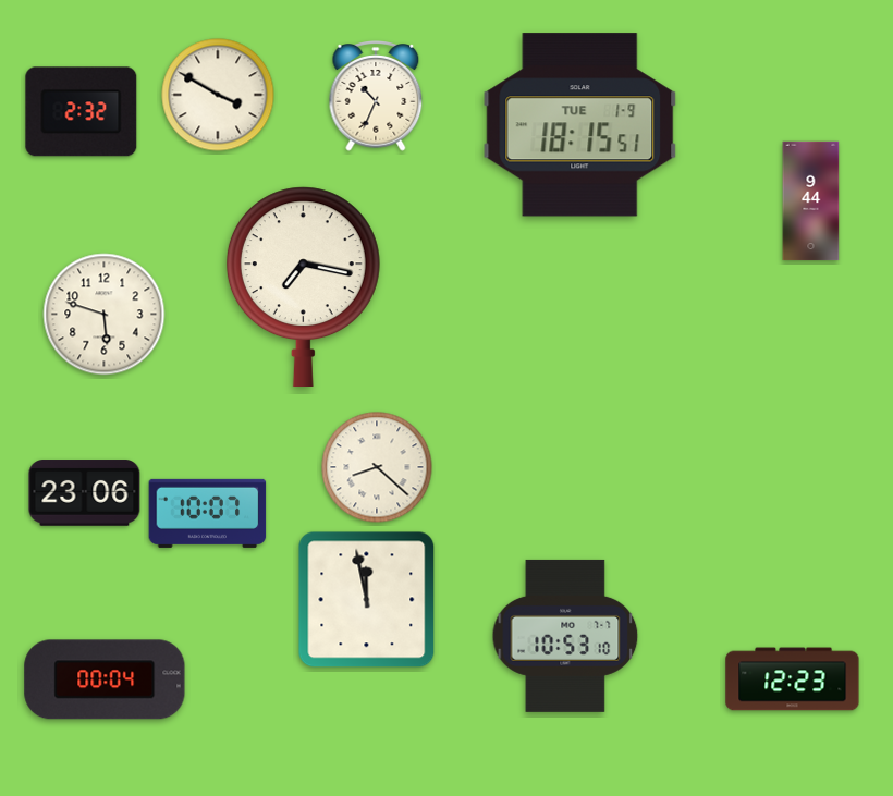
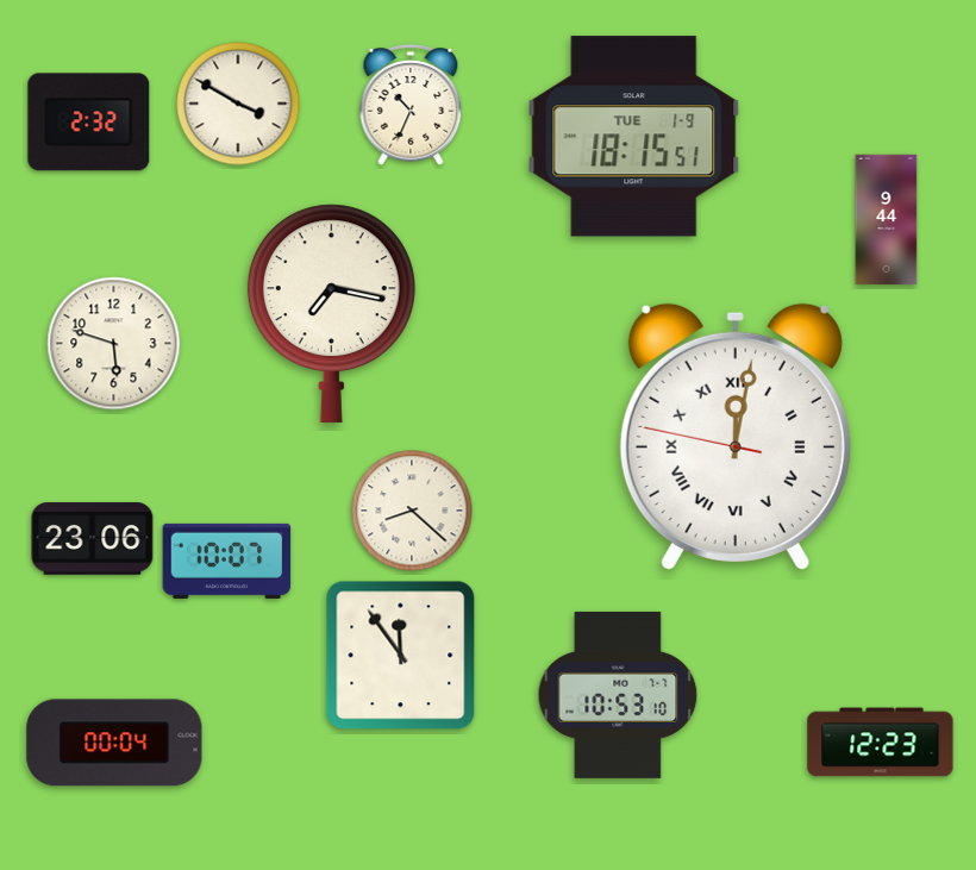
clock at (736, 437): none -> 12:01
clock at (367, 600): 11:58 -> 11:54
clock at (793, 679) position: (793, 679) -> (881, 743)
